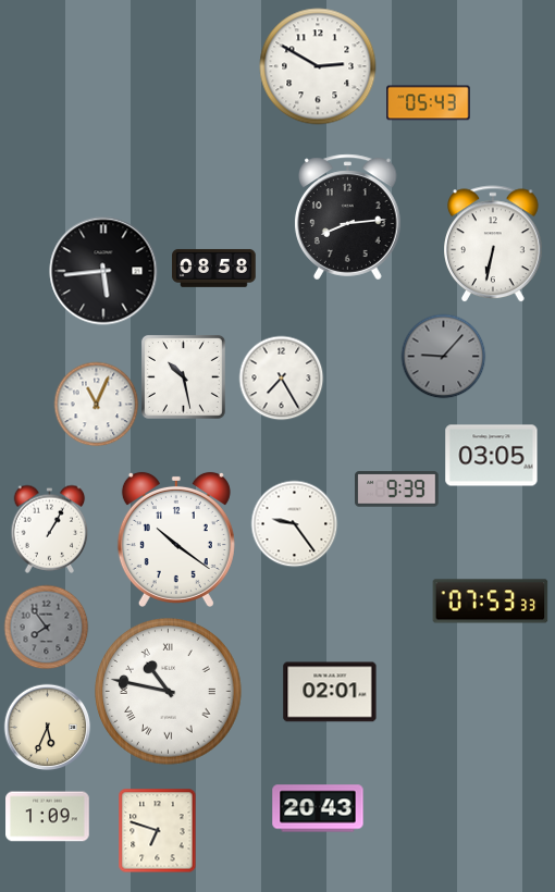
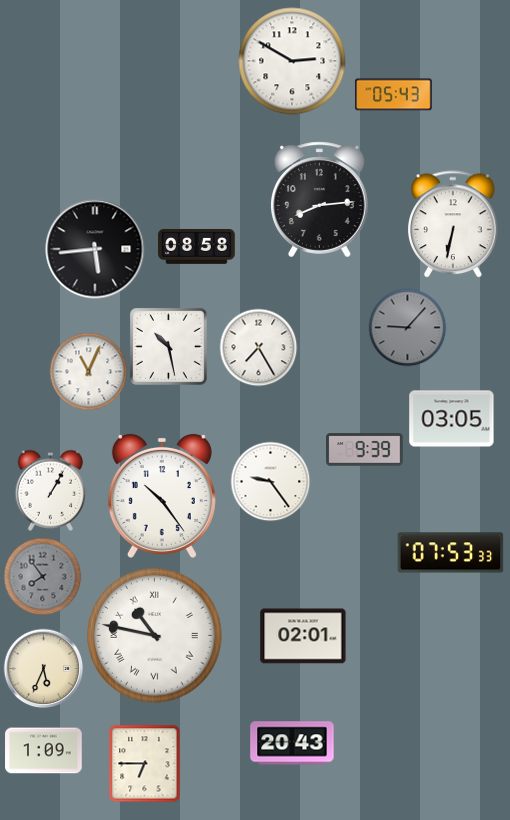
clock at (50, 529) position: (50, 529) -> (51, 490)
clock at (176, 540): 10:21 -> 10:24
clock at (158, 830): 6:48 -> 6:45
